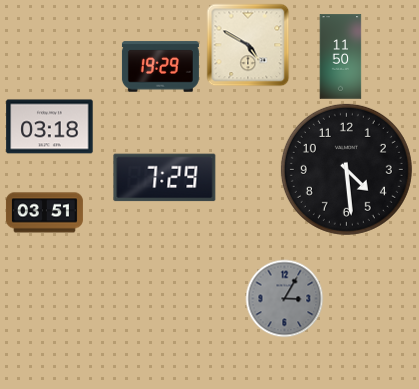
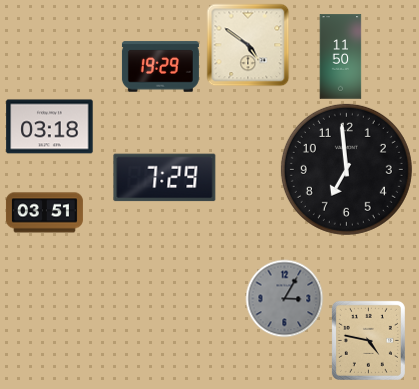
clock at (248, 45): 4:50 -> 4:51
clock at (346, 169): 4:29 -> 6:59
clock at (368, 340): none -> 4:47
